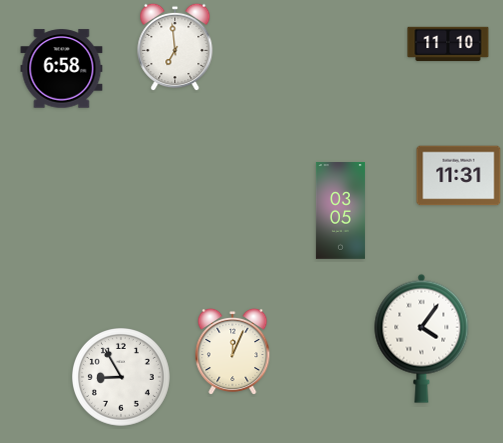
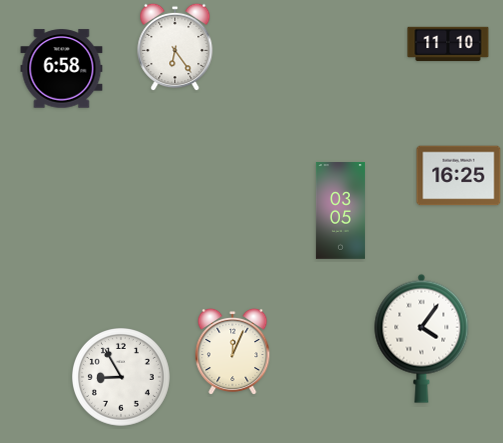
clock at (175, 47): 6:59 -> 6:24
clock at (459, 176): 11:31 -> 16:25
